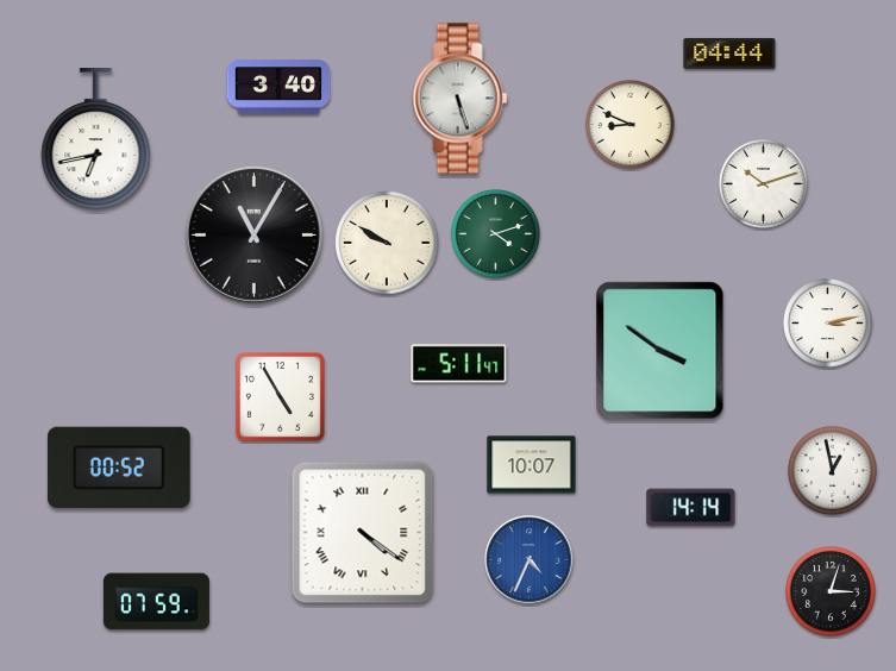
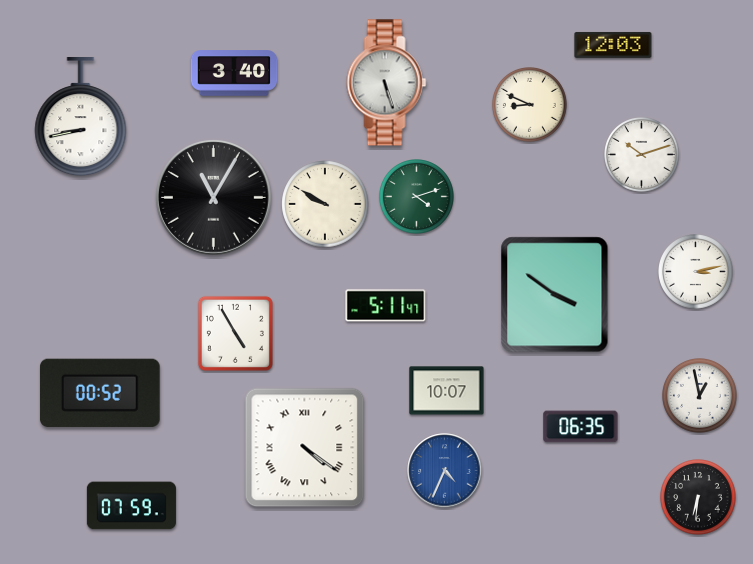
clock at (729, 54): 04:44 -> 12:03
clock at (96, 140): 6:43 -> 8:43
clock at (691, 508): 14:14 -> 06:35
clock at (832, 592): 3:03 -> 6:31
